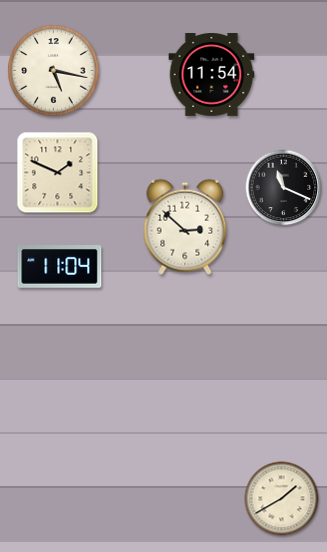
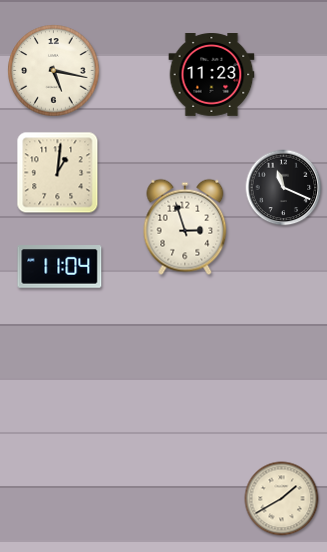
clock at (212, 75): 11:54 -> 11:23
clock at (58, 173): 1:49 -> 1:01
clock at (185, 227): 2:52 -> 2:57
